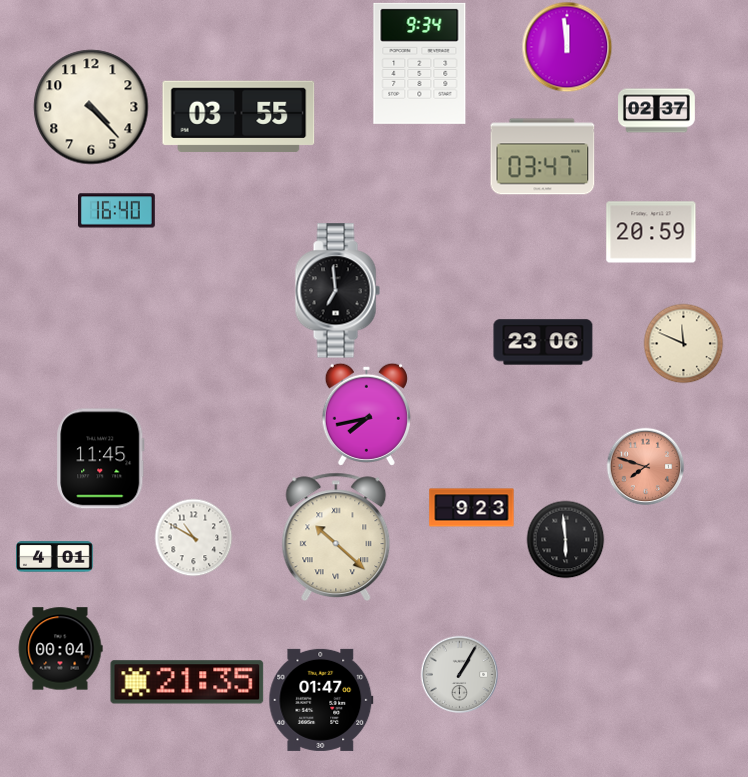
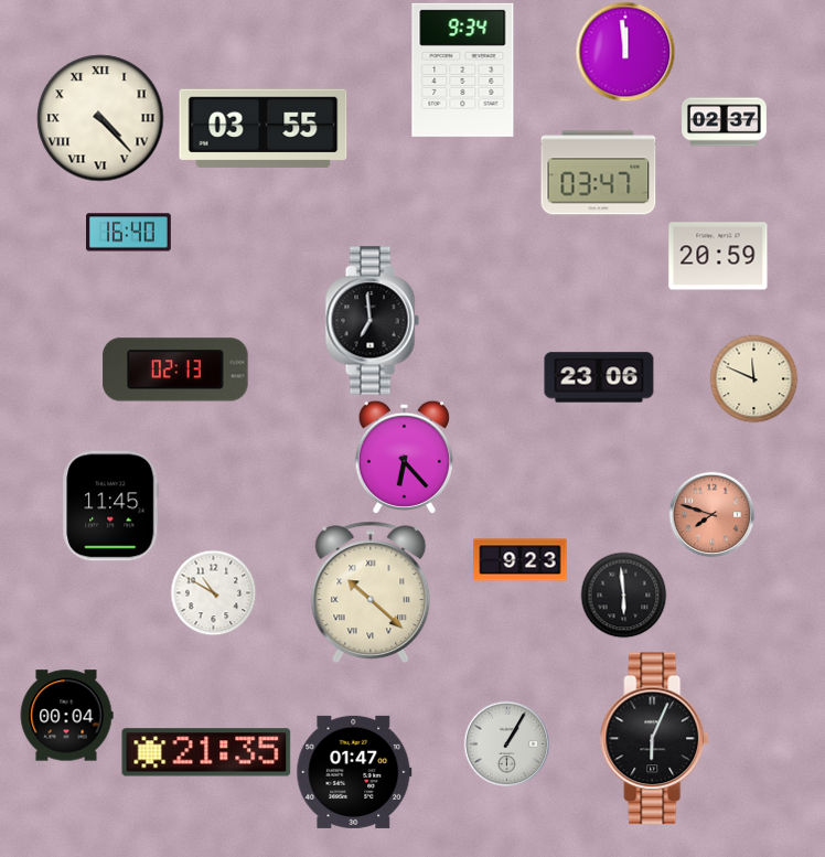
clock at (91, 107) numerals: Arabic -> Roman
clock at (175, 369): none -> 02:13
clock at (366, 414): 7:43 -> 6:23
clock at (55, 557): 4:01 -> none
clock at (655, 739): none -> 6:04
